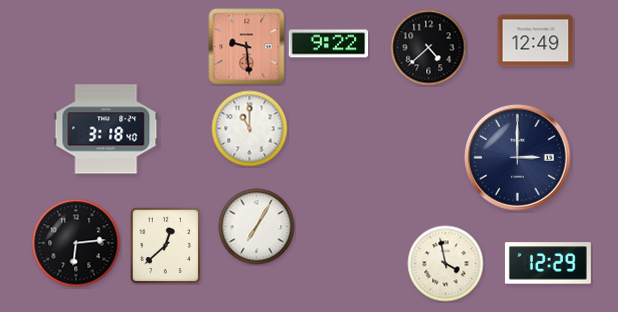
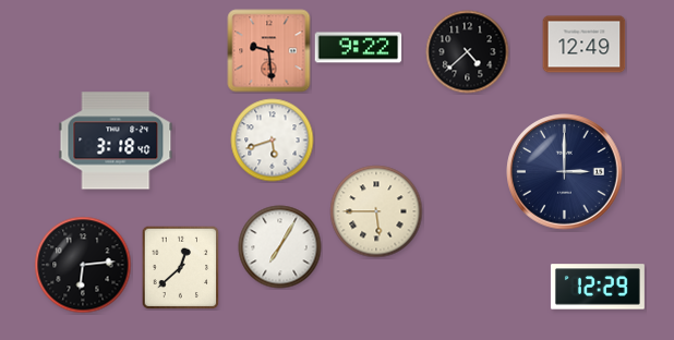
clock at (250, 129): 11:00 -> 5:42
clock at (376, 211): none -> 5:45
clock at (446, 264): 3:58 -> none
